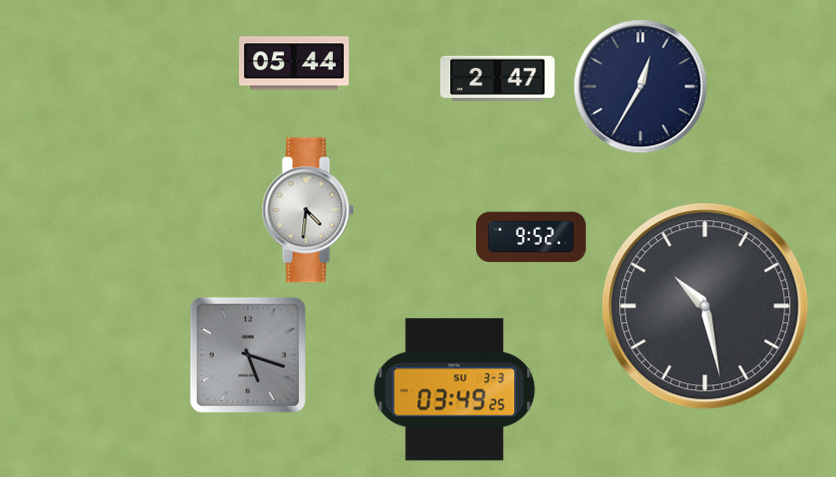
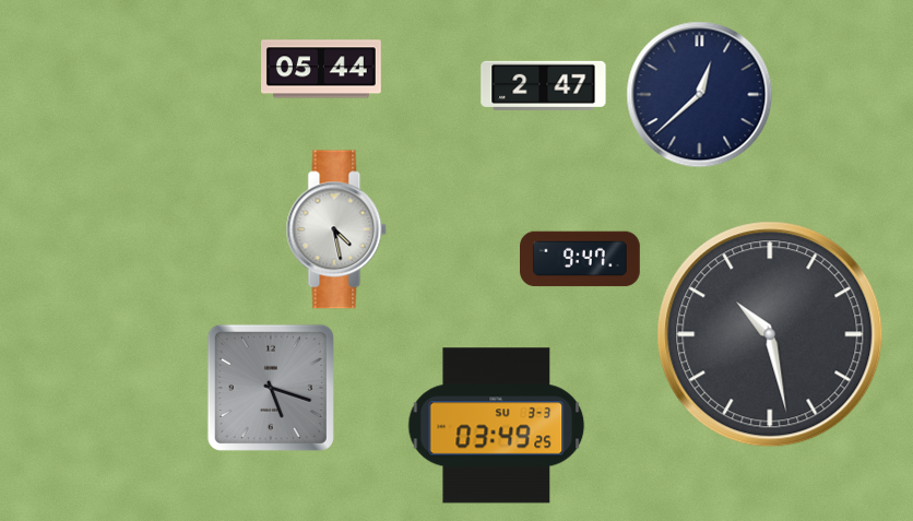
clock at (641, 87): 12:35 -> 12:38
clock at (308, 210): 4:31 -> 4:28
clock at (532, 237): 9:52 -> 9:47
